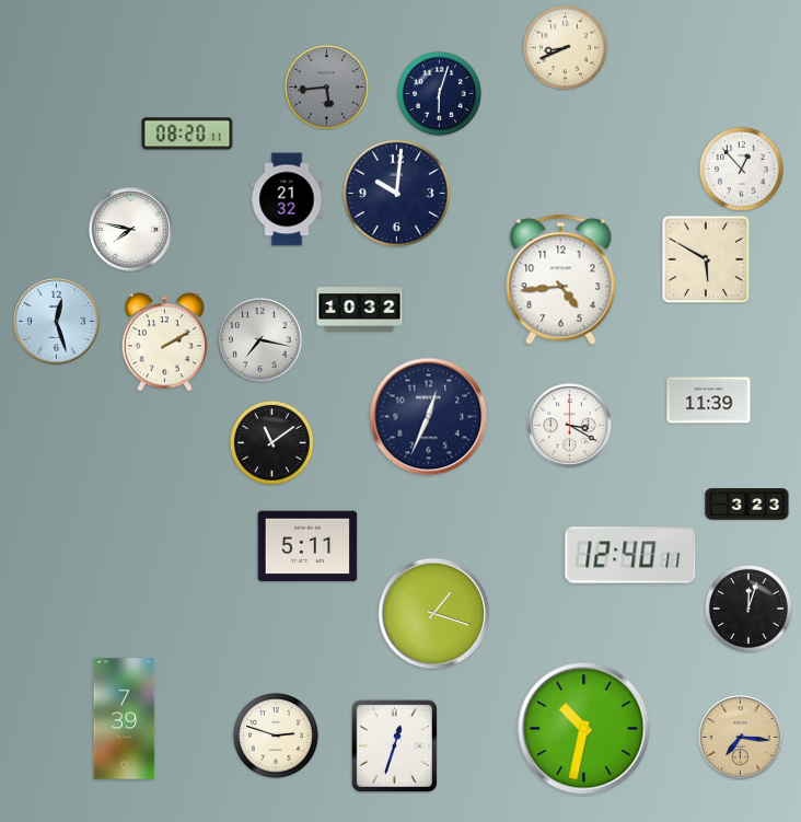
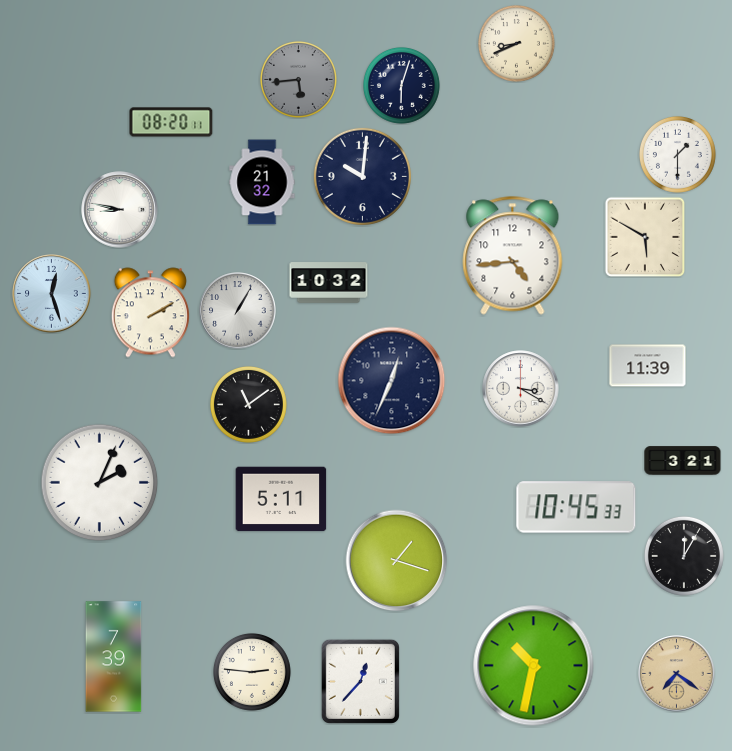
clock at (741, 169): 12:53 -> 1:30
clock at (131, 230): 7:47 -> 8:47
clock at (260, 340): 7:17 -> 1:05
clock at (747, 505): 3:23 -> 3:21
clock at (100, 483): none -> 2:04
clock at (630, 555): 12:40 -> 10:45
clock at (748, 609): 12:03 -> 12:05
clock at (276, 736): 2:48 -> 2:46
clock at (741, 738): 7:16 -> 7:21
clock at (394, 745): 12:33 -> 12:37
